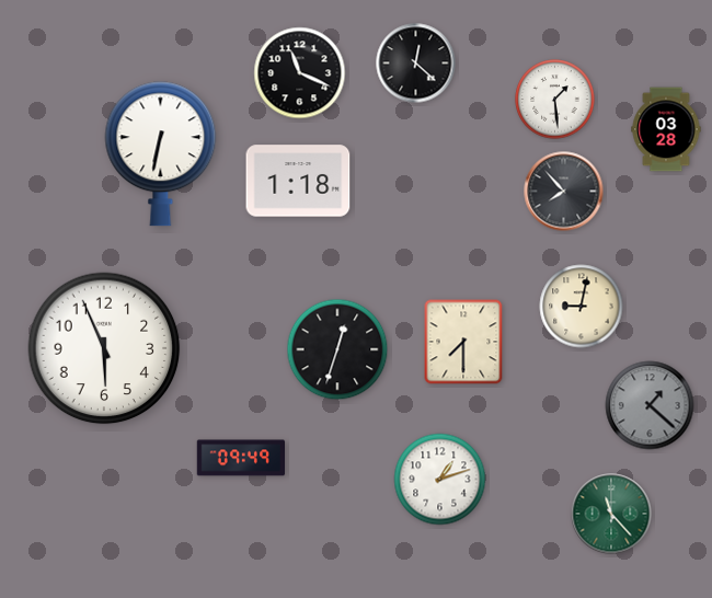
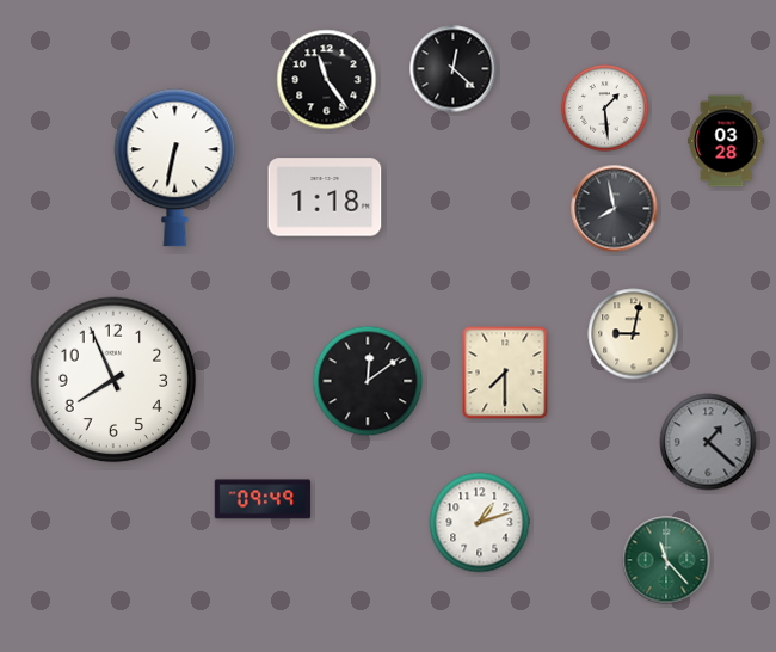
clock at (300, 73): 11:19 -> 11:24
clock at (564, 192): 7:53 -> 7:58
clock at (104, 348): 5:56 -> 7:56
clock at (337, 349): 12:33 -> 12:09
